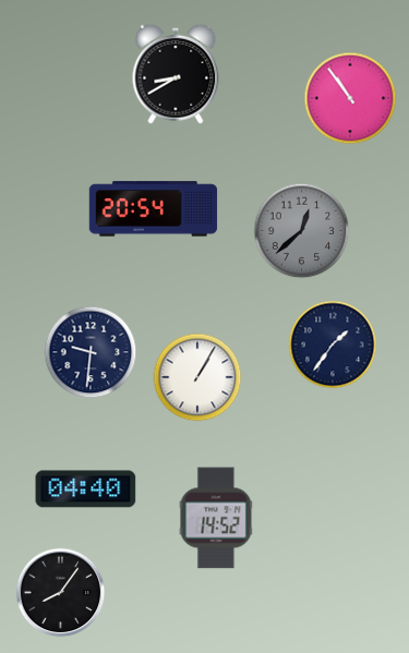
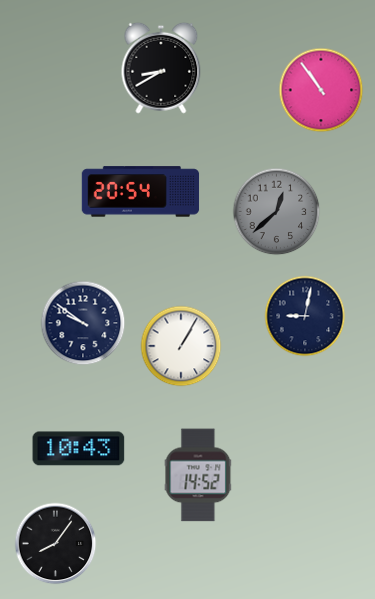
clock at (333, 344): 1:36 -> 9:02
clock at (91, 352): 9:31 -> 9:51
clock at (86, 489): 04:40 -> 10:43
